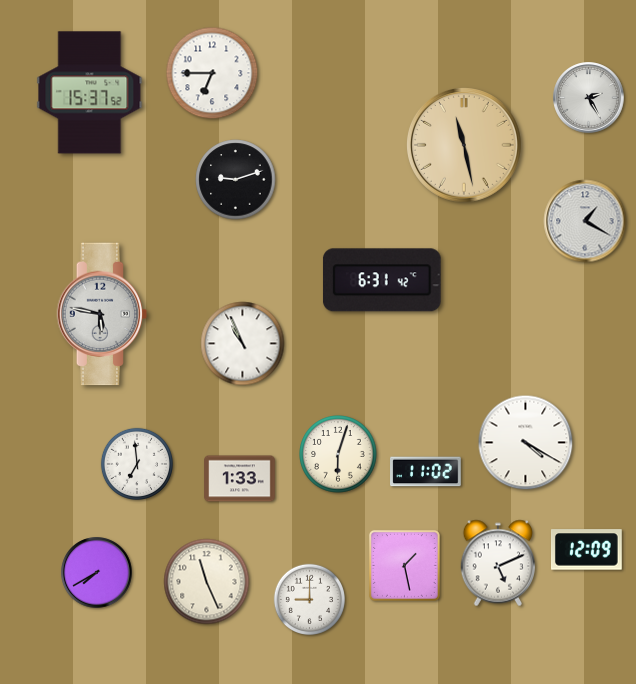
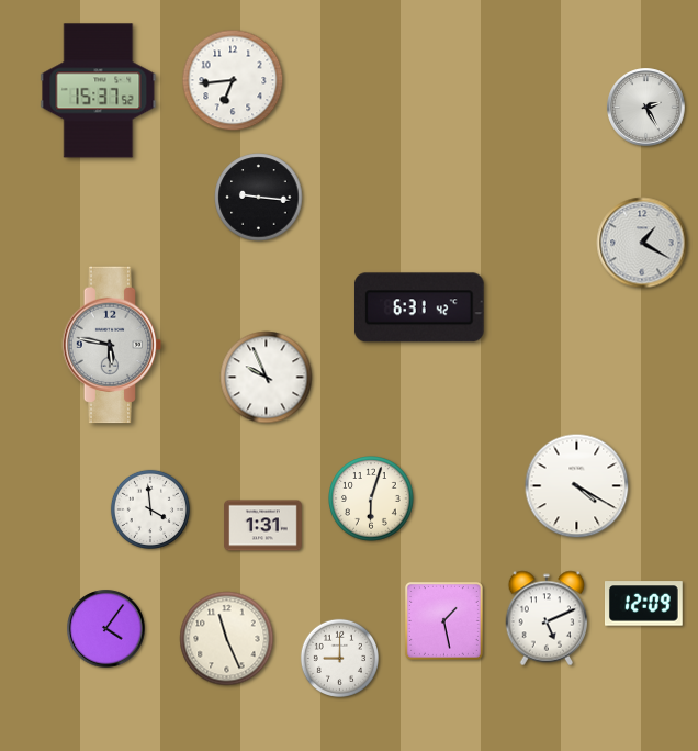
clock at (212, 73): 6:45 -> 6:44
clock at (90, 93) position: (90, 93) -> (99, 91)
clock at (464, 145): 11:28 -> none
clock at (236, 180): 9:12 -> 9:16
clock at (243, 344): 10:56 -> 9:56
clock at (136, 463): 6:59 -> 3:59
clock at (426, 472): 11:02 -> none
clock at (240, 479): 1:33 -> 1:31
clock at (97, 573): 7:40 -> 4:06
